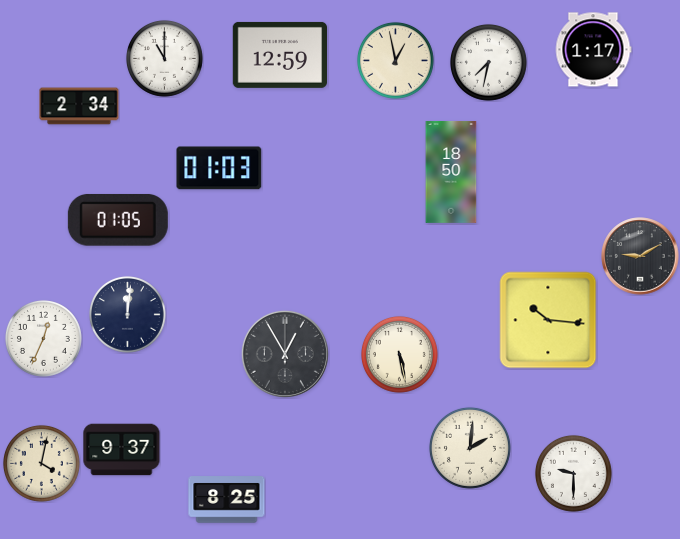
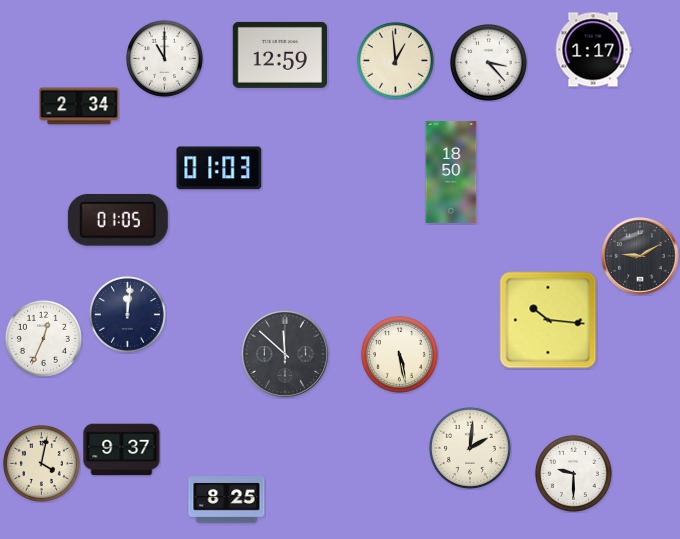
clock at (395, 60): 12:58 -> 12:59
clock at (488, 62): 7:32 -> 3:23
clock at (285, 354): 12:55 -> 11:52
